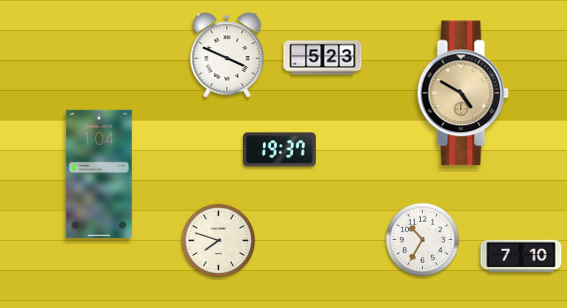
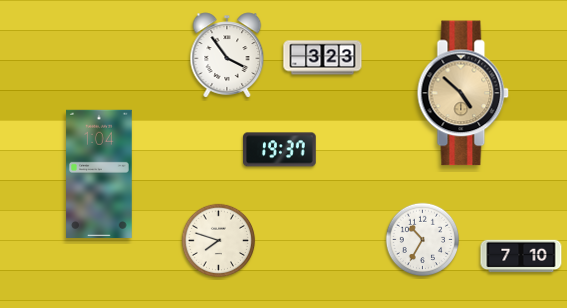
clock at (227, 55): 3:49 -> 3:54
clock at (323, 58): 5:23 -> 3:23
clock at (463, 93): 4:50 -> 4:52
